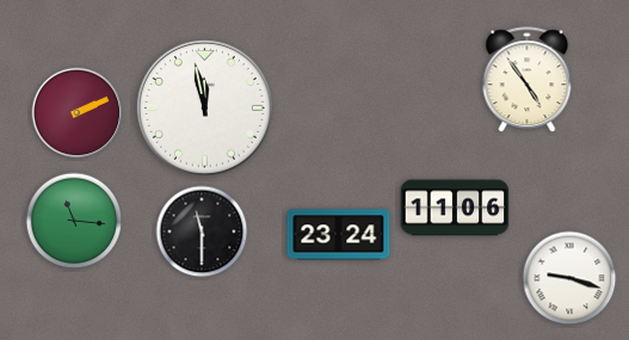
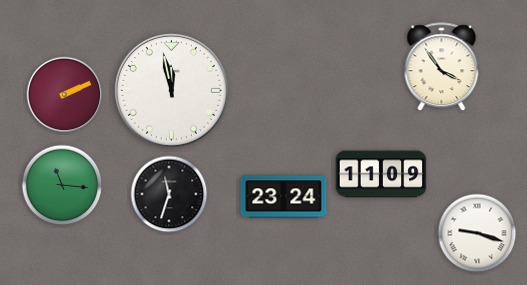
clock at (528, 80): 4:54 -> 3:54
clock at (455, 208): 11:06 -> 11:09
clock at (202, 231): 11:30 -> 11:33
